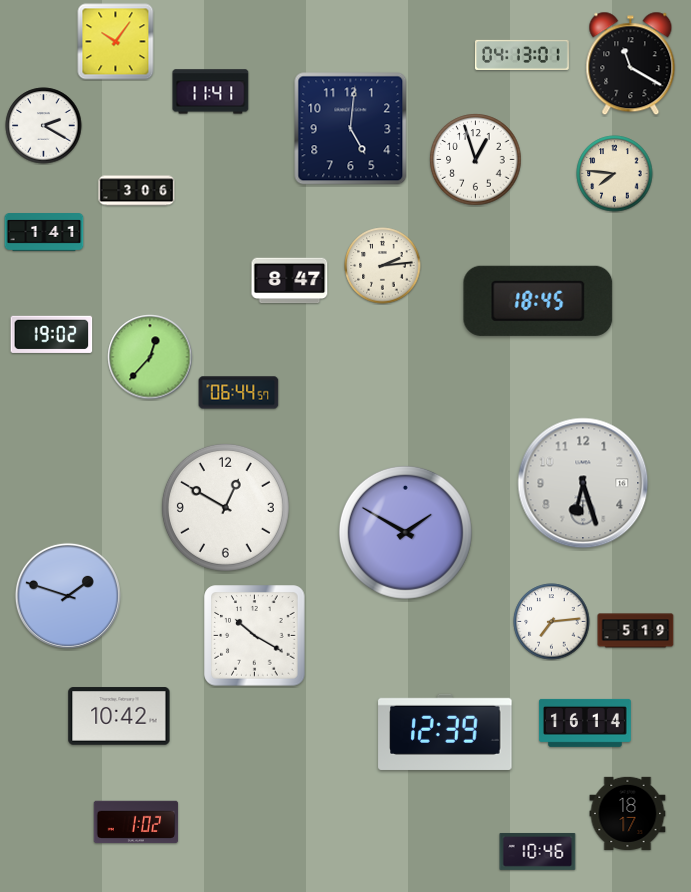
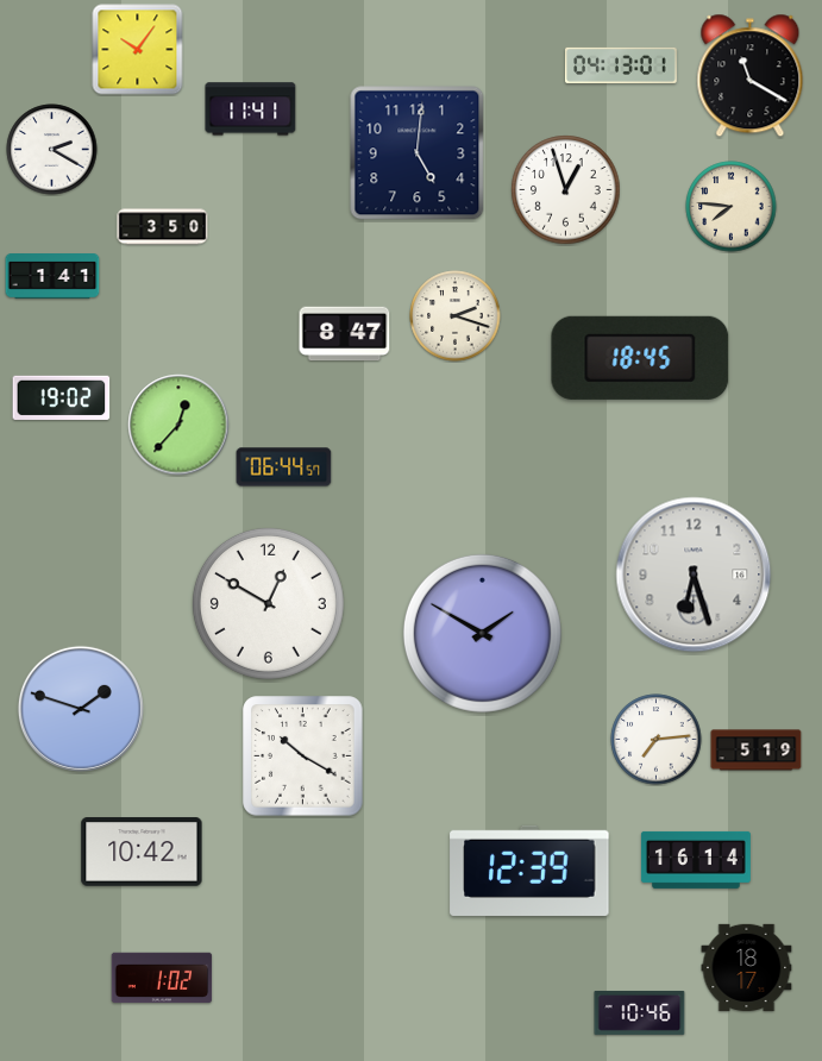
clock at (137, 191): 3:06 -> 3:50
clock at (383, 266): 2:14 -> 2:18
